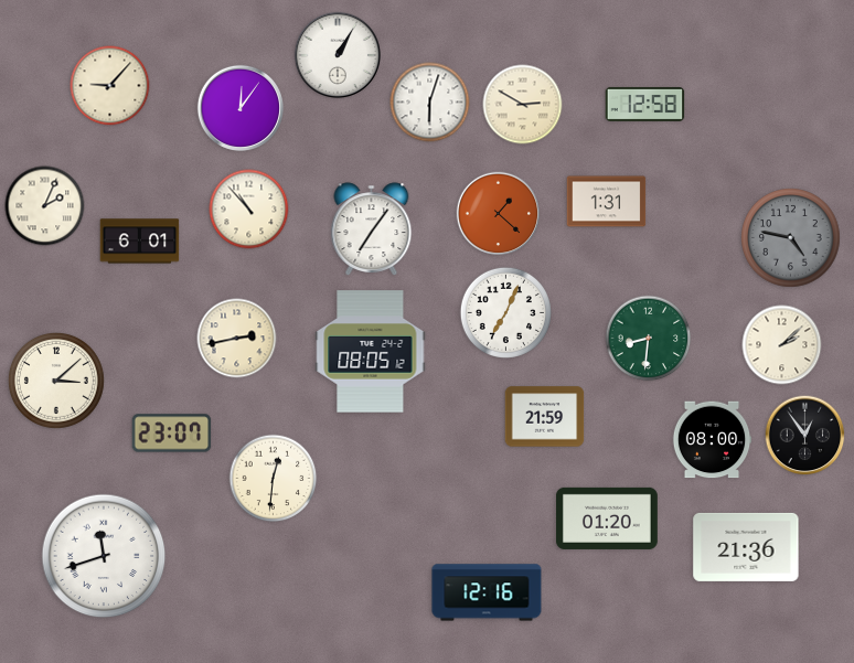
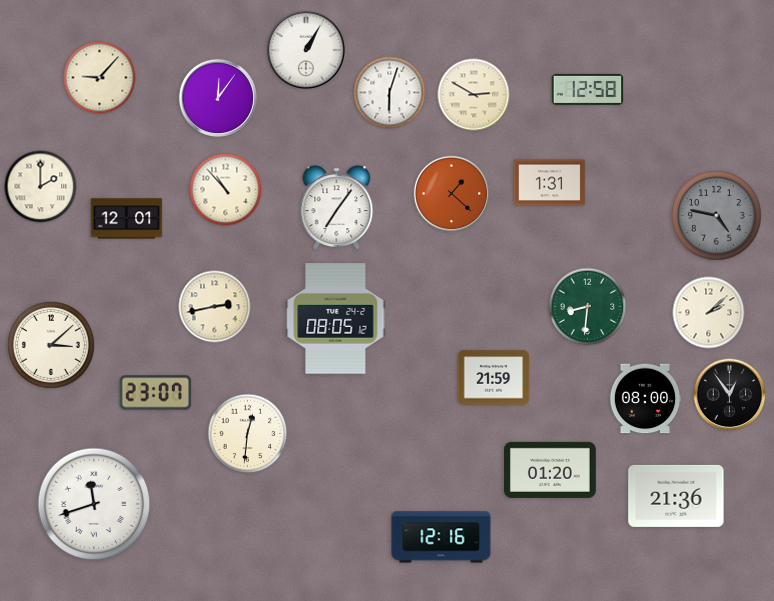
clock at (645, 104) position: (645, 104) -> (588, 89)
clock at (45, 206): 2:04 -> 2:00
clock at (140, 242): 6:01 -> 12:01
clock at (505, 312): 7:04 -> none
